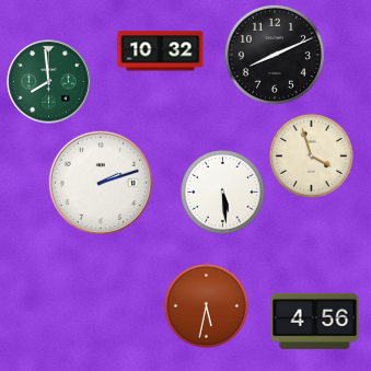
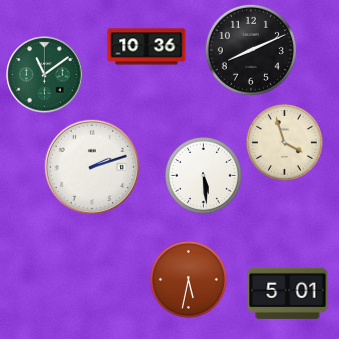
clock at (161, 51): 10:32 -> 10:36
clock at (49, 82): 7:59 -> 11:09
clock at (315, 321): 4:56 -> 5:01
